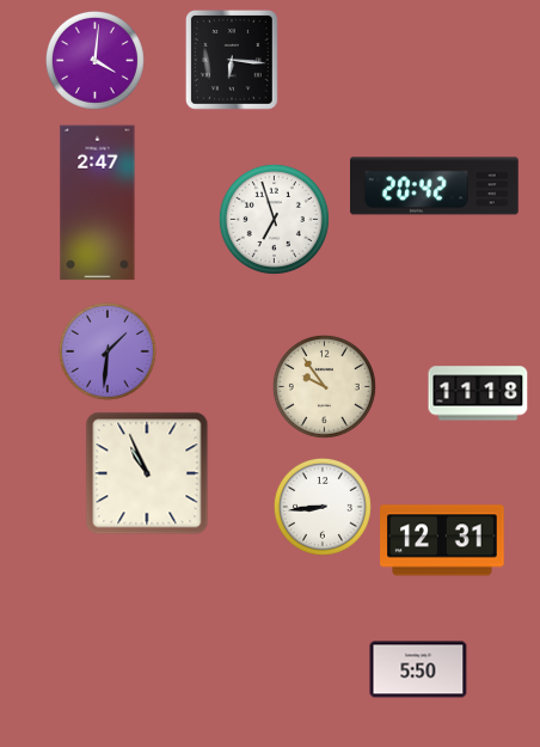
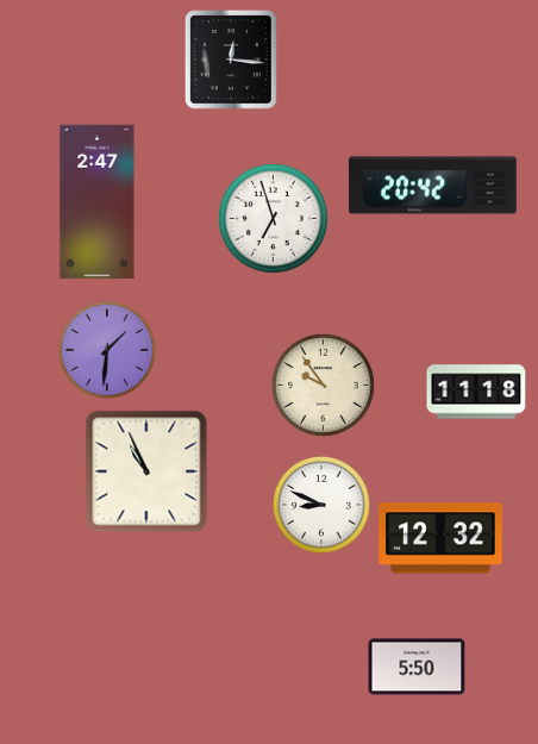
clock at (94, 60): 4:01 -> none
clock at (232, 60): 6:16 -> 12:16
clock at (323, 507): 8:44 -> 8:49
clock at (442, 540): 12:31 -> 12:32
